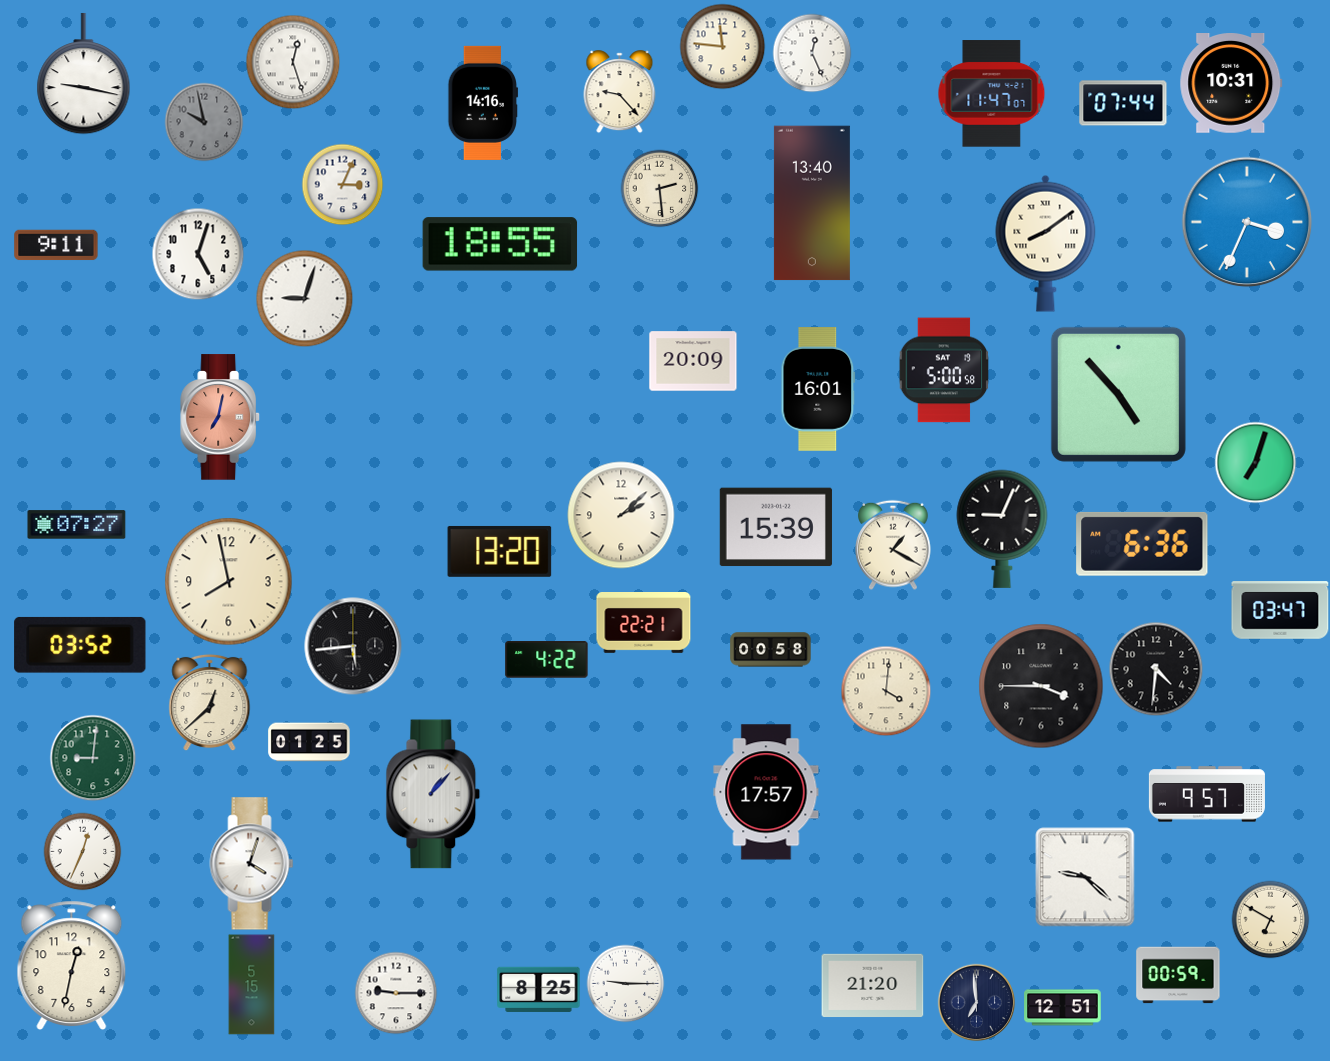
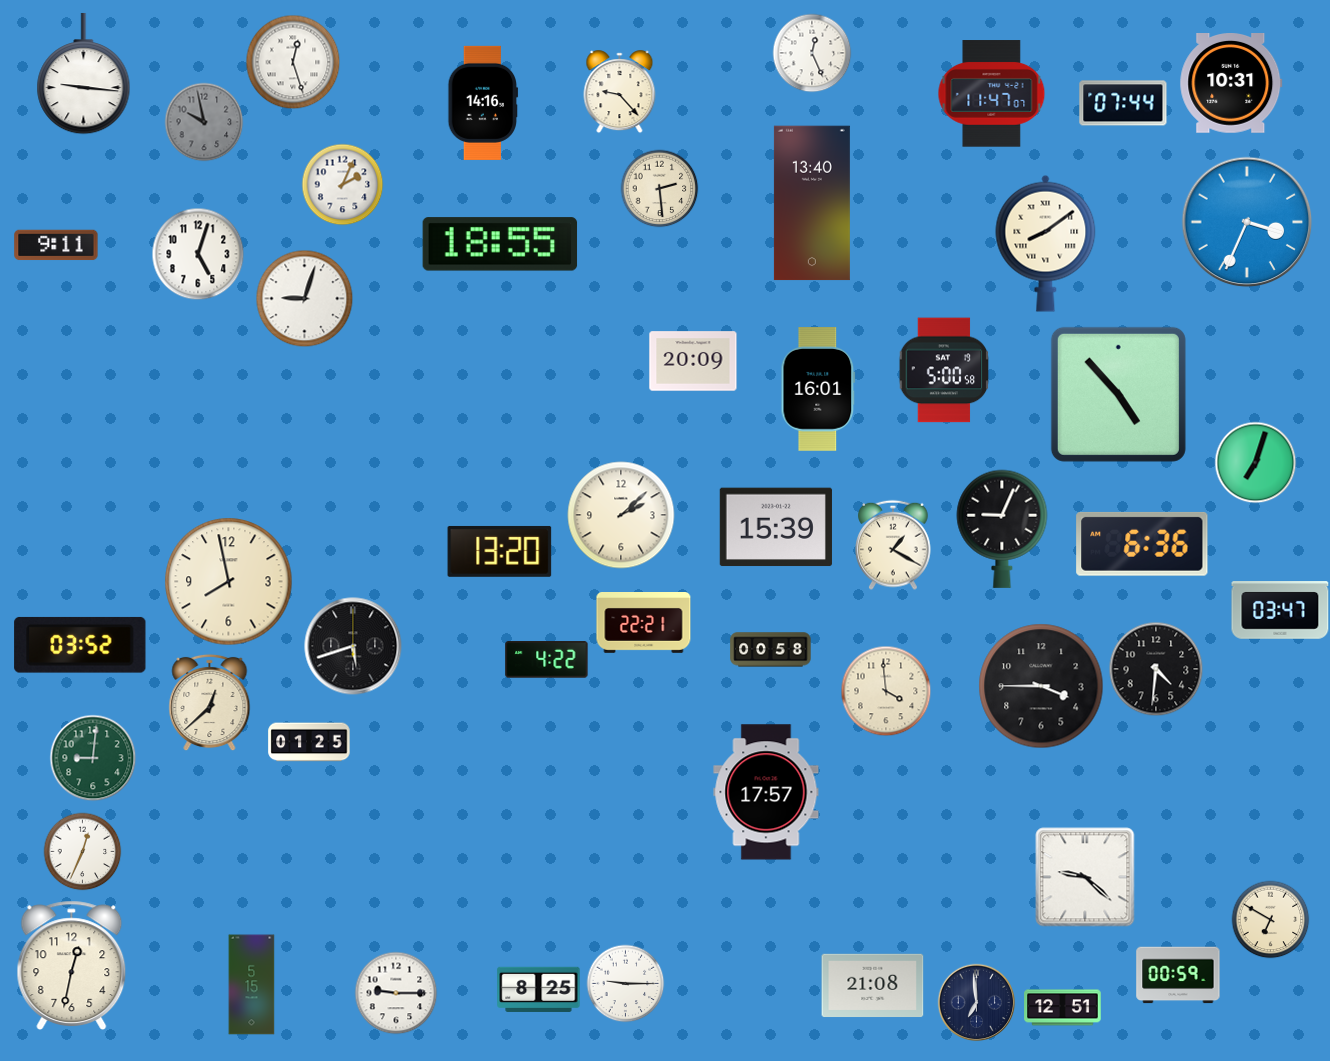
clock at (722, 46): 11:46 -> none
clock at (84, 74): 9:17 -> 9:16
clock at (342, 184): 3:04 -> 2:04
clock at (221, 417): 7:02 -> none
clock at (77, 525): 07:27 -> none
clock at (353, 646): 5:44 -> 5:42
clock at (886, 691): 4:01 -> 3:59
clock at (433, 794): 1:07 -> none
clock at (1207, 794): 9:57 -> none
clock at (252, 864): 4:03 -> none
clock at (873, 986): 21:20 -> 21:08
